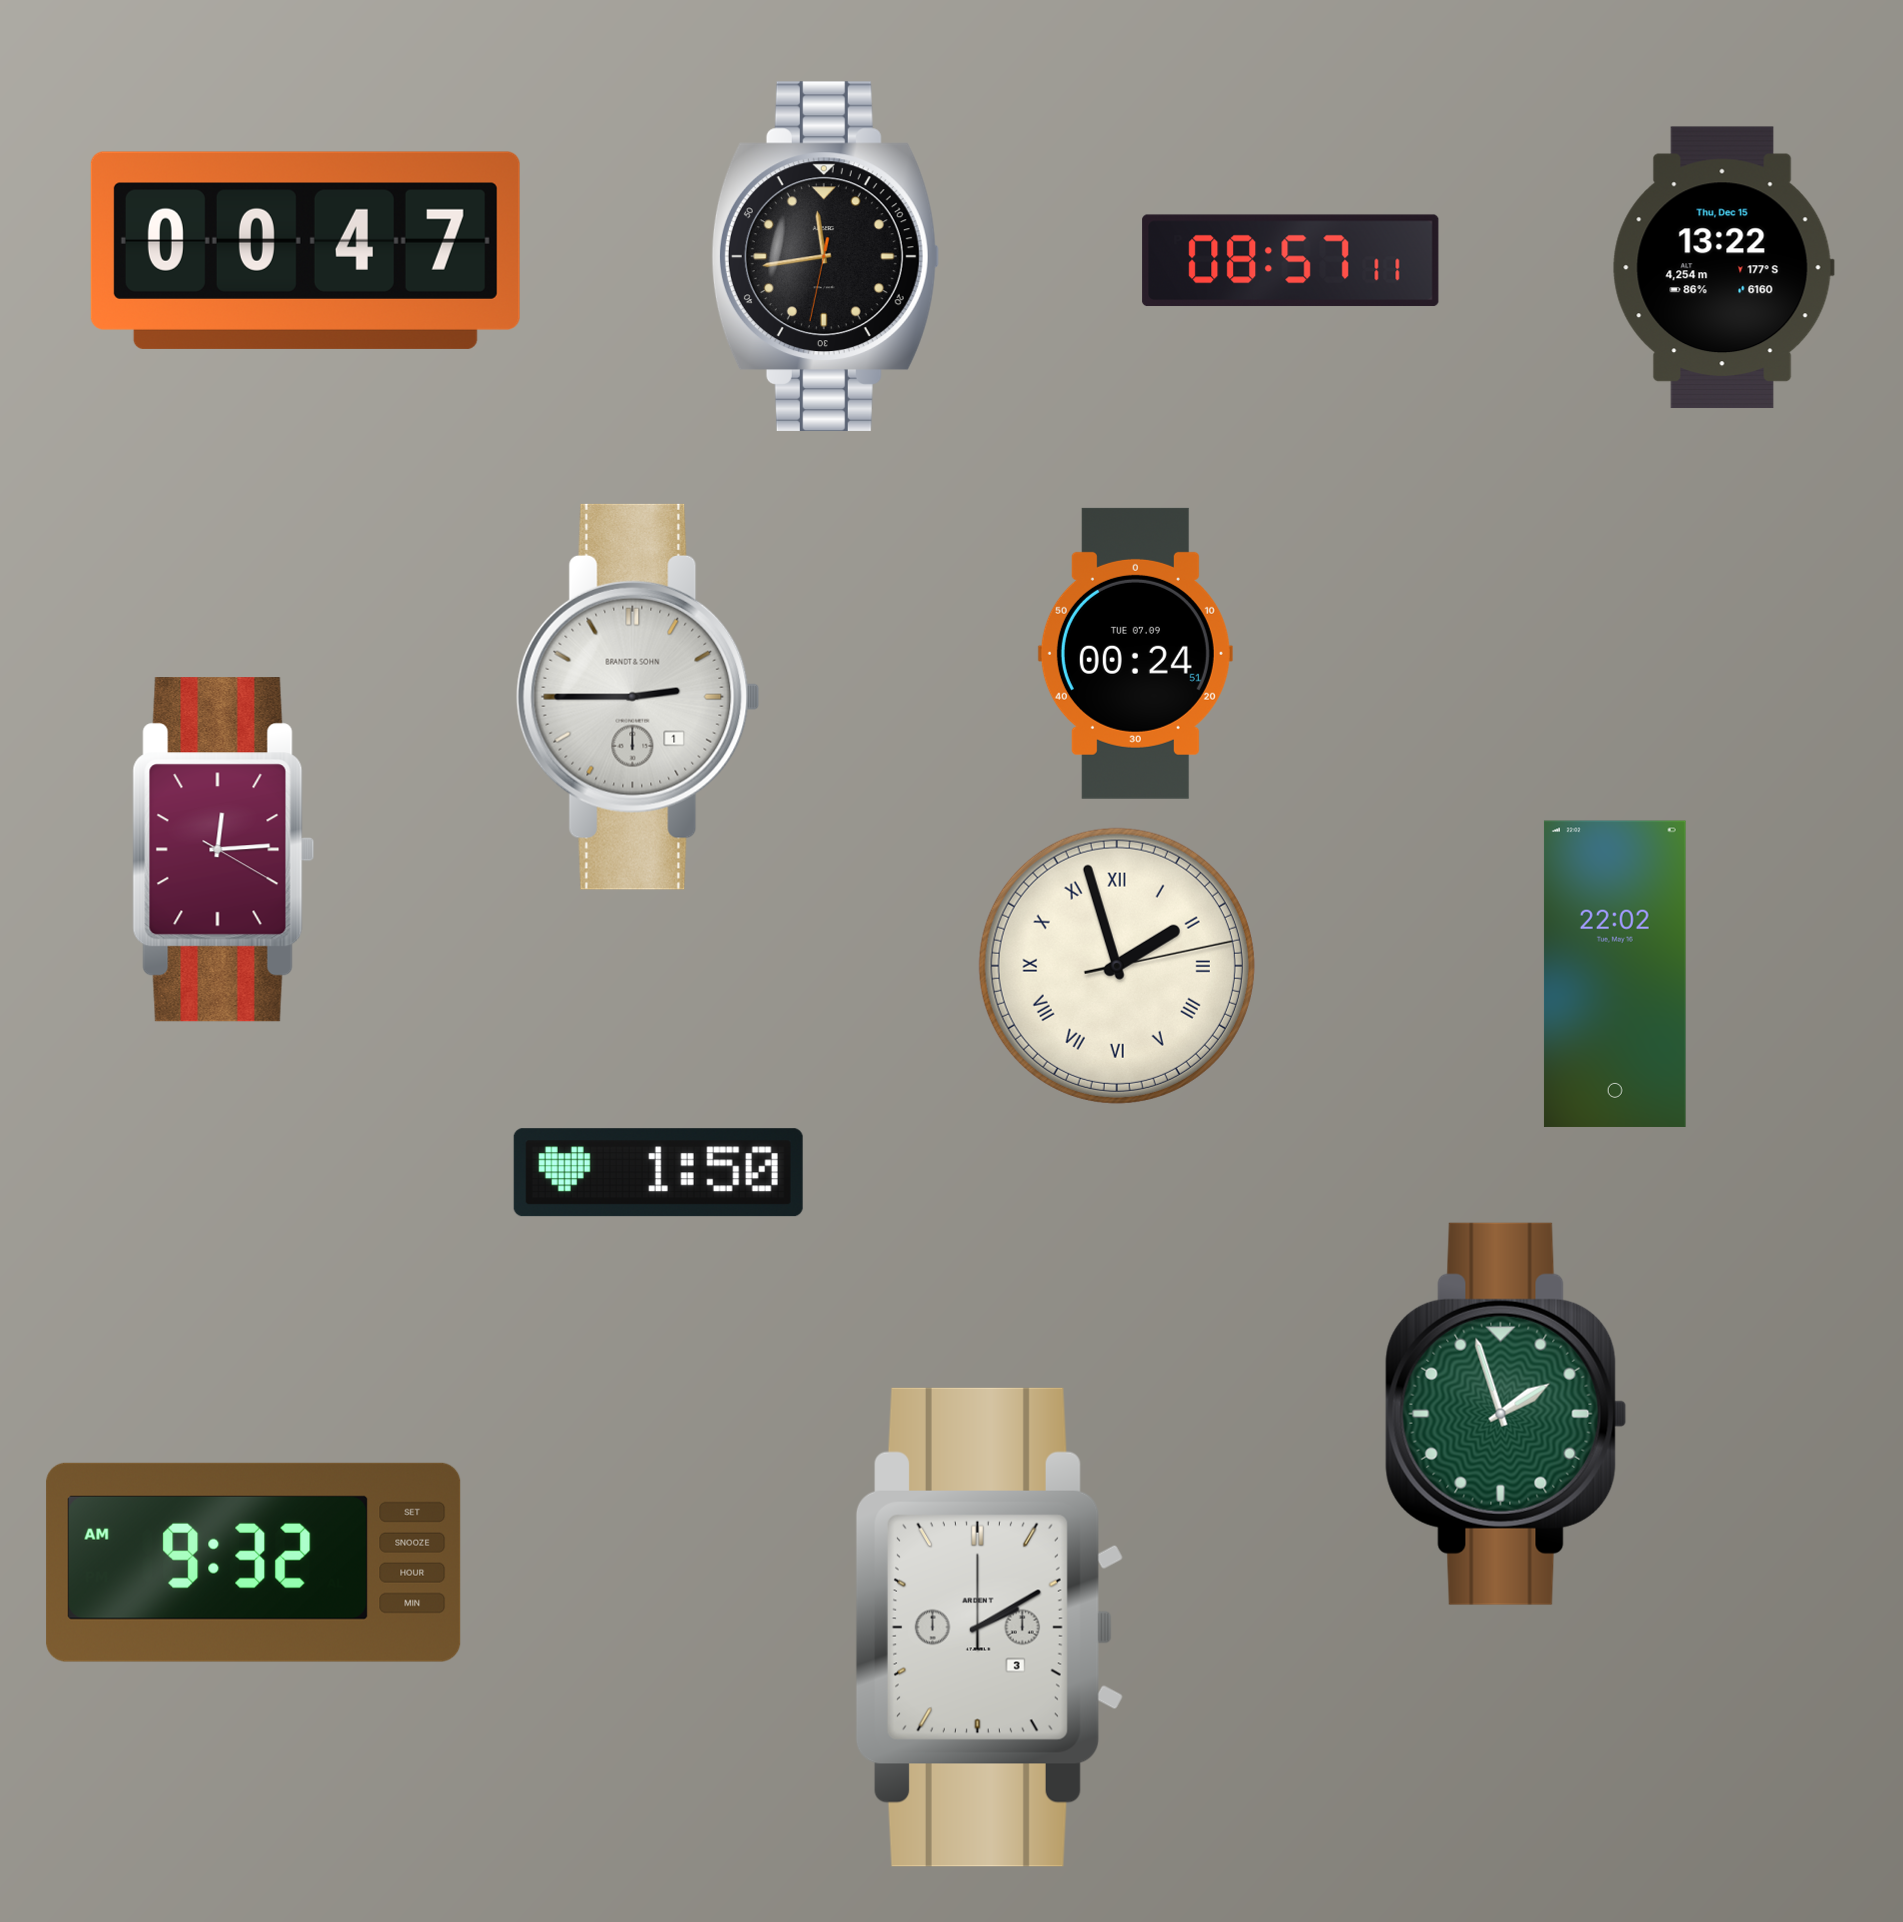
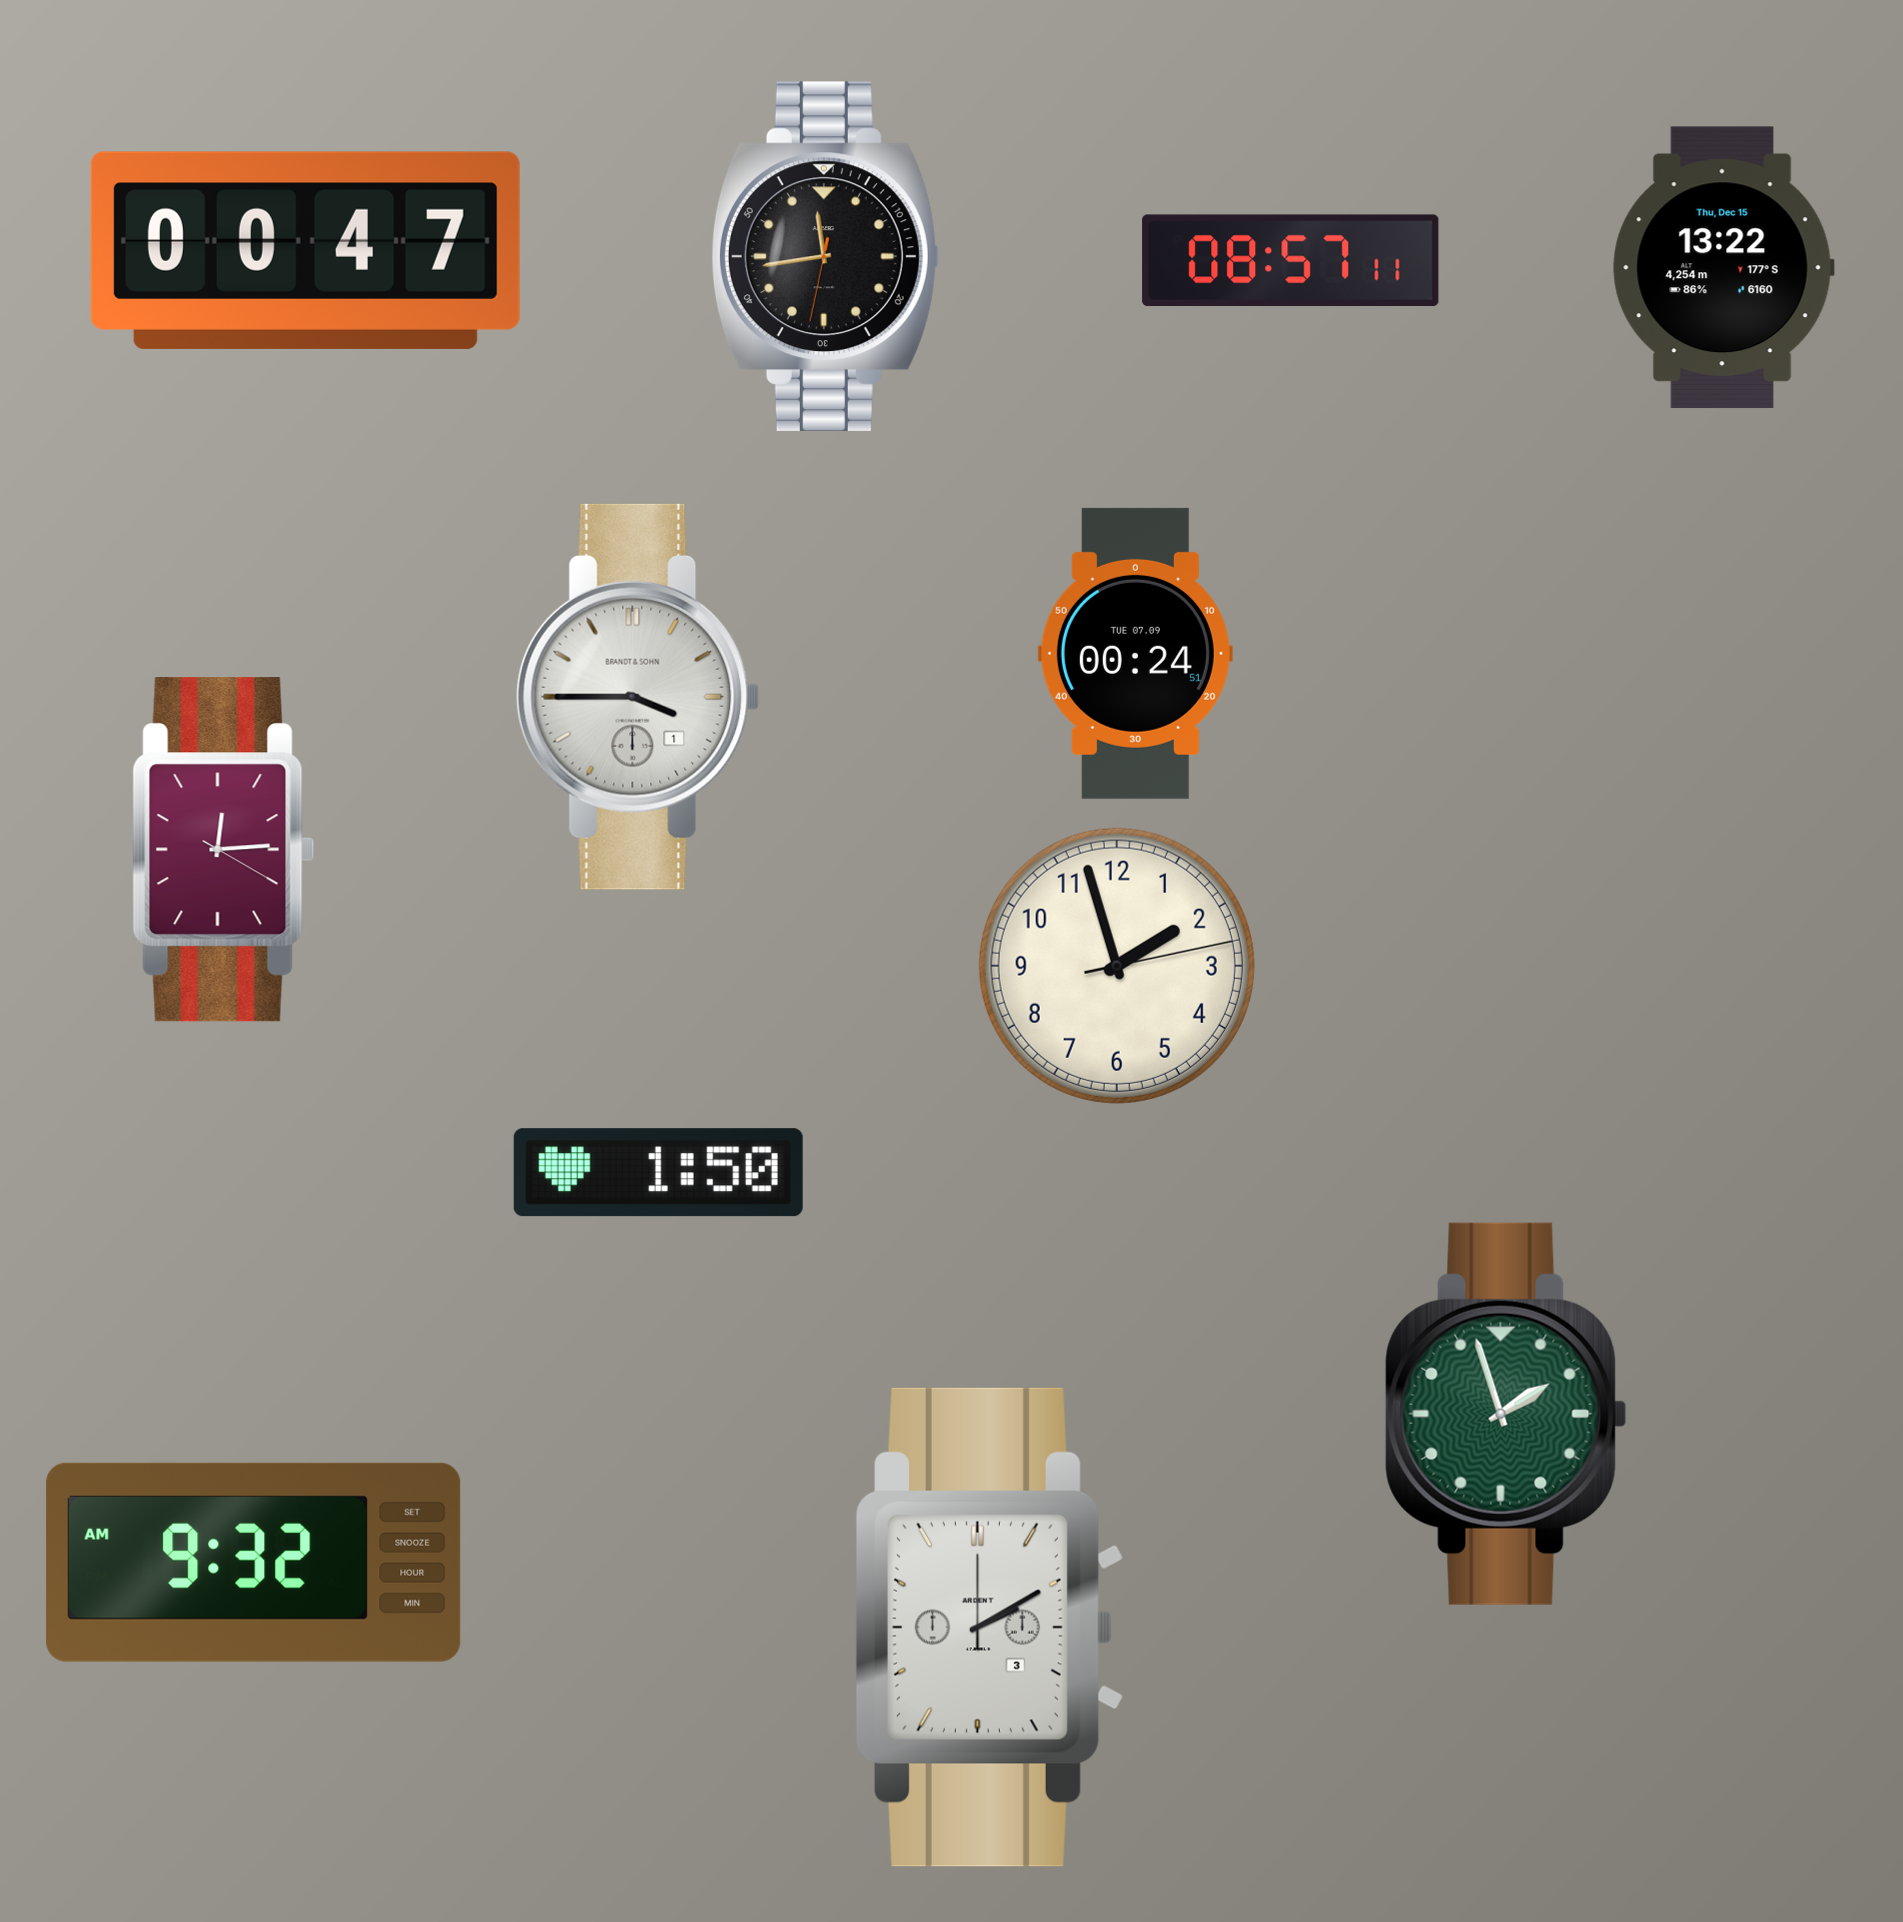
clock at (638, 697): 2:45 -> 3:45
clock at (1117, 966) numerals: Roman -> Arabic
clock at (1615, 974): 22:02 -> none
